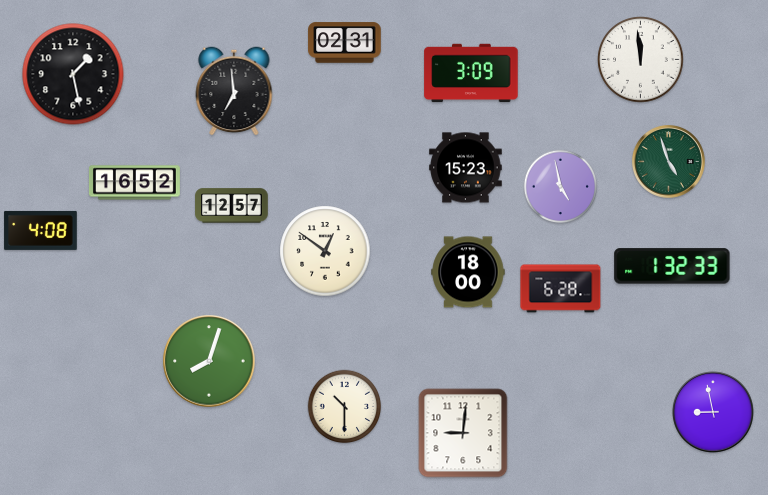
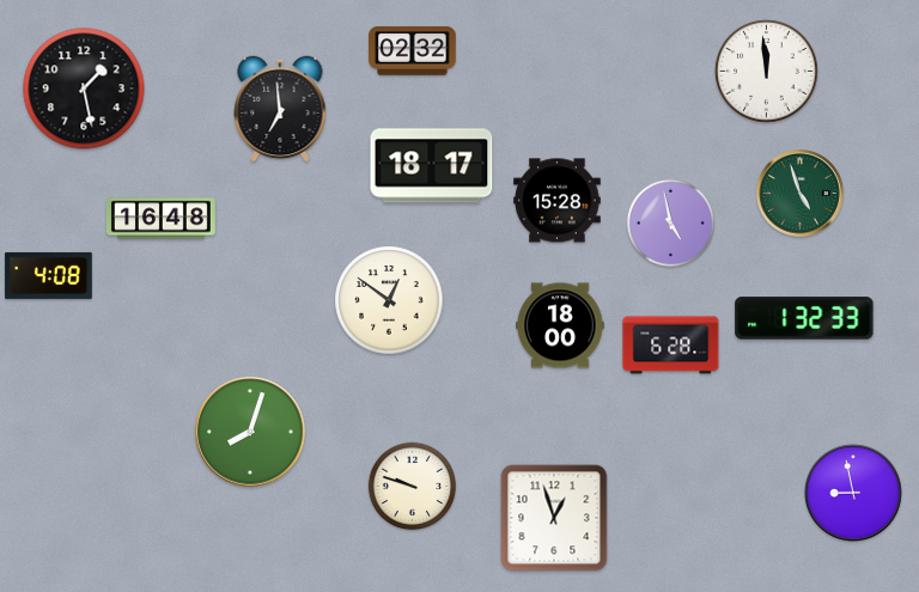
clock at (345, 43): 02:31 -> 02:32
clock at (471, 73): 3:09 -> none
clock at (73, 74) position: (73, 74) -> (84, 89)
clock at (432, 166): none -> 18:17
clock at (466, 168): 15:23 -> 15:28
clock at (134, 183): 16:52 -> 16:48
clock at (232, 206): 12:57 -> none
clock at (345, 407): 10:30 -> 9:48
clock at (463, 433): 9:01 -> 12:57
